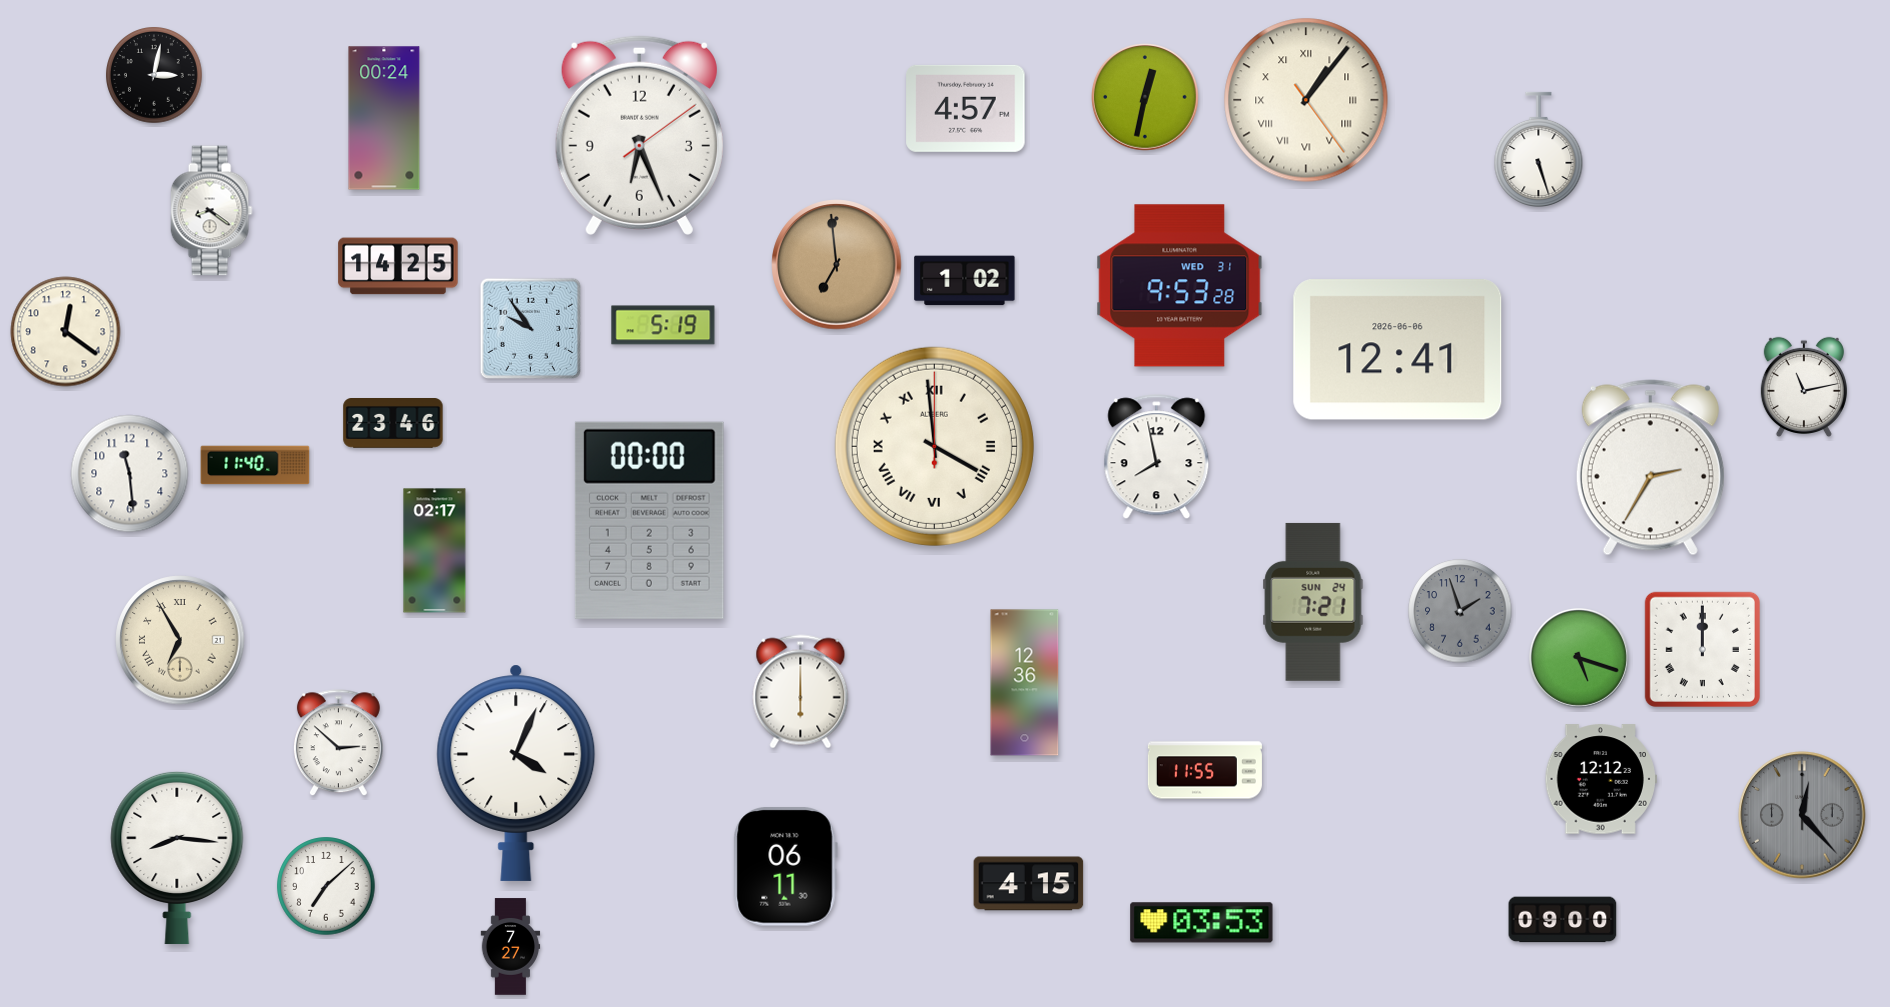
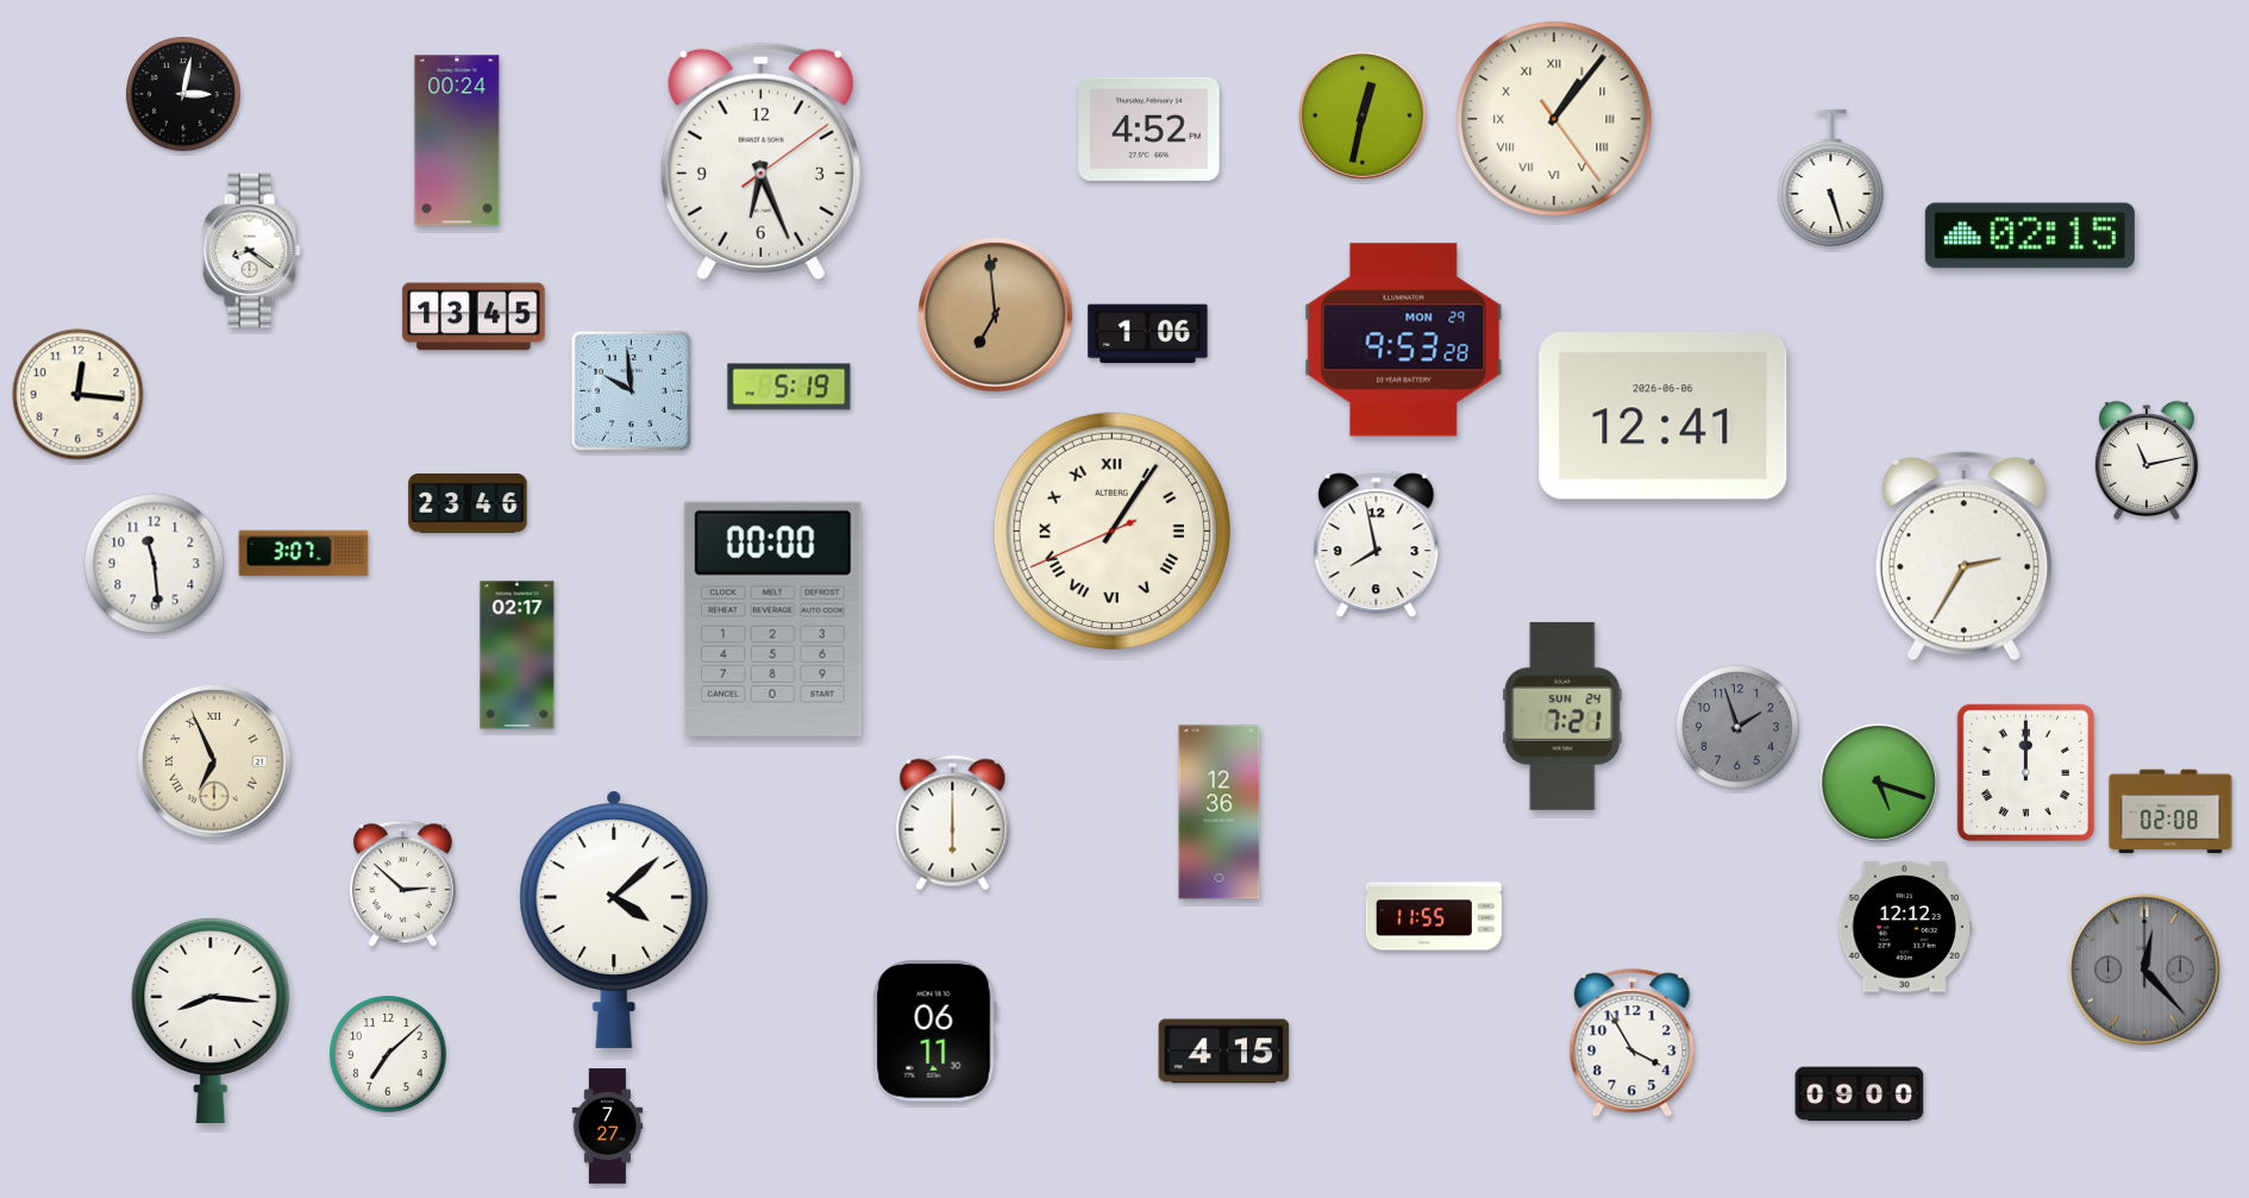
clock at (154, 75) position: (154, 75) -> (183, 94)
clock at (966, 108): 4:57 -> 4:52
clock at (2030, 236): none -> 02:15
clock at (398, 266): 14:25 -> 13:45
clock at (965, 281): 1:02 -> 1:06
clock at (1180, 286) date: WED 31 -> MON 29
clock at (530, 328): 9:54 -> 9:59
clock at (66, 332): 12:21 -> 12:16
clock at (934, 446): 3:59 -> 1:05
clock at (255, 465): 11:40 -> 3:07
clock at (180, 640): 6:55 -> 6:56
clock at (2170, 811): none -> 02:08
clock at (516, 773): 4:04 -> 4:08
clock at (1633, 1043): none -> 3:55
clock at (1202, 923): 03:53 -> none
